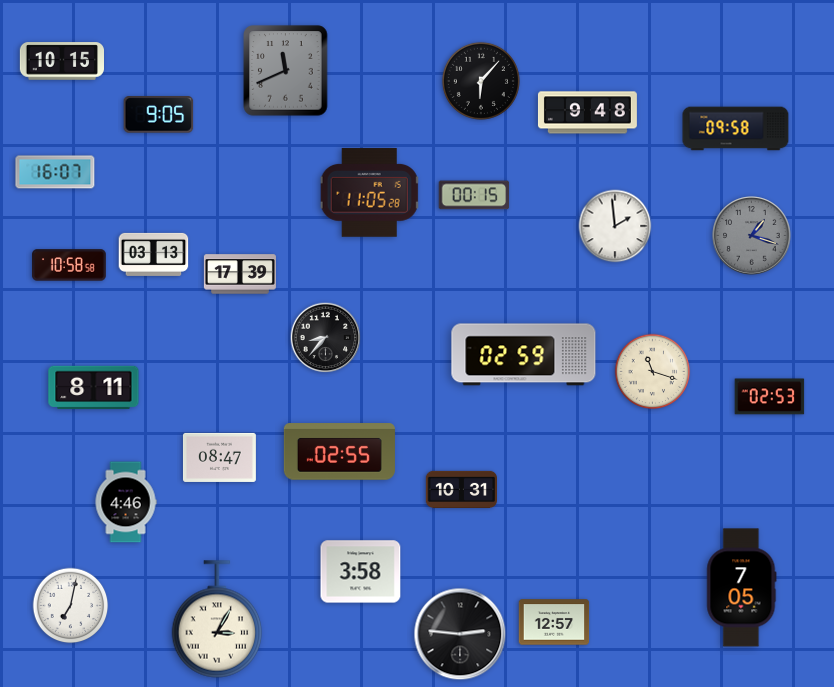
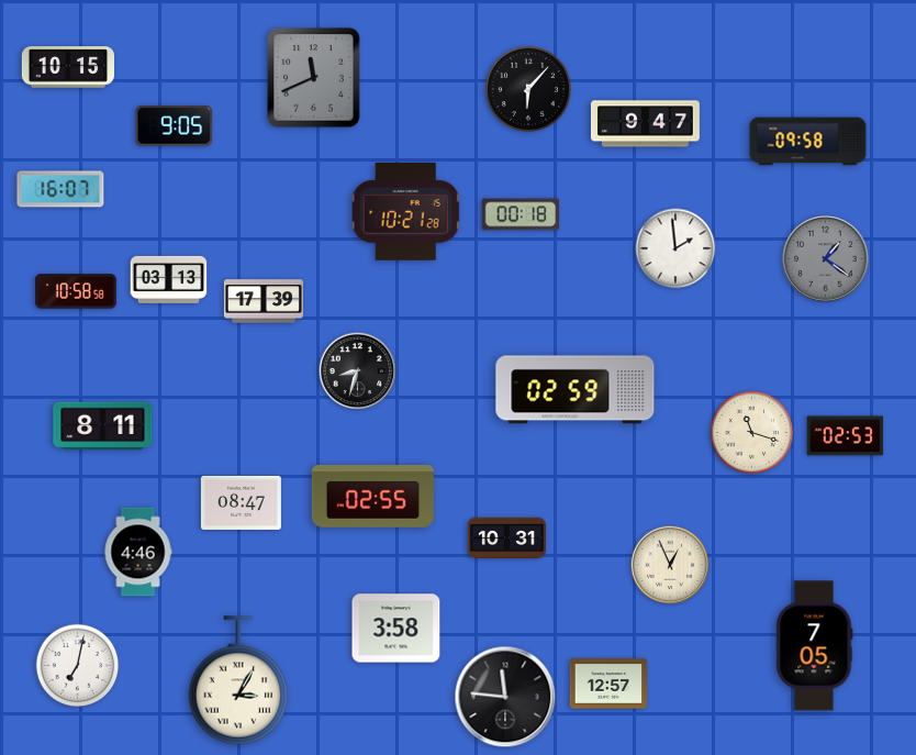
clock at (587, 113): 9:48 -> 9:47
clock at (370, 193): 11:05 -> 10:21
clock at (474, 195): 00:15 -> 00:18
clock at (752, 236): 1:18 -> 1:21
clock at (326, 338): 8:37 -> 8:33
clock at (653, 372) position: (653, 372) -> (752, 433)
clock at (670, 565): none -> 12:56
clock at (460, 634): 2:46 -> 11:46
